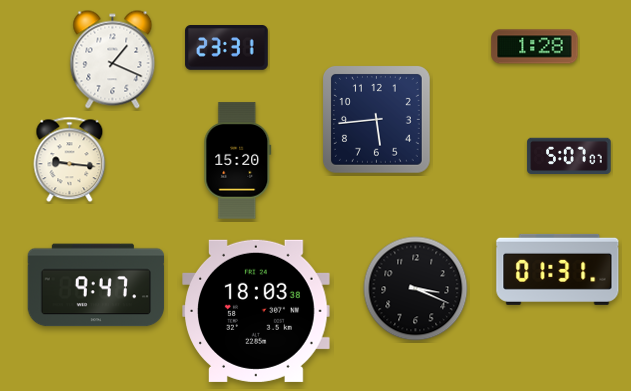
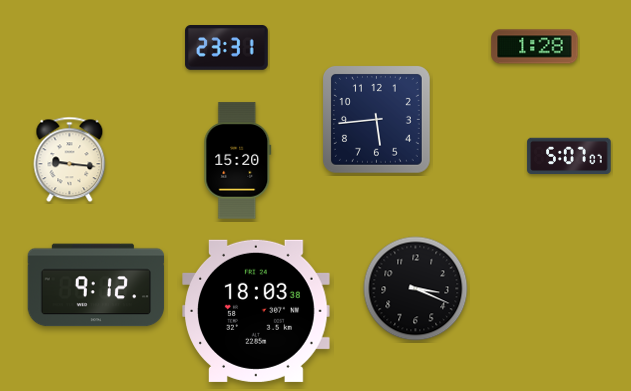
clock at (113, 60): 1:19 -> none
clock at (558, 269): 01:31 -> none
clock at (96, 285): 9:47 -> 9:12
